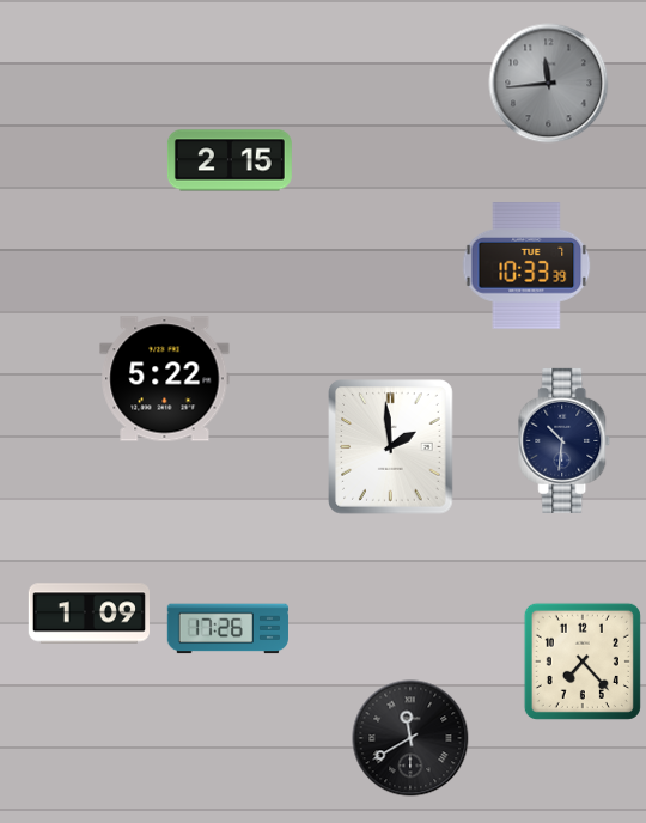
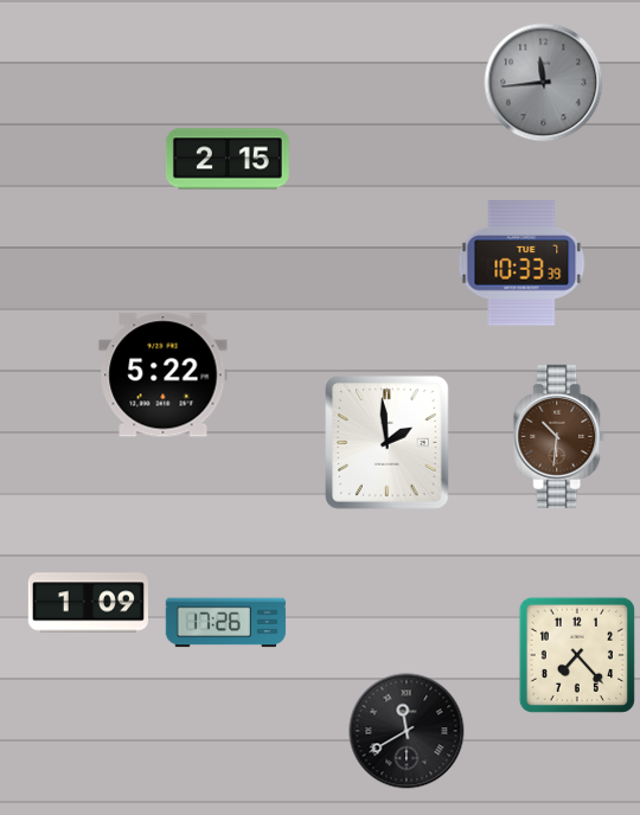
clock at (565, 440) dial: navy -> brown
clock at (89, 614) position: (89, 614) -> (88, 603)
